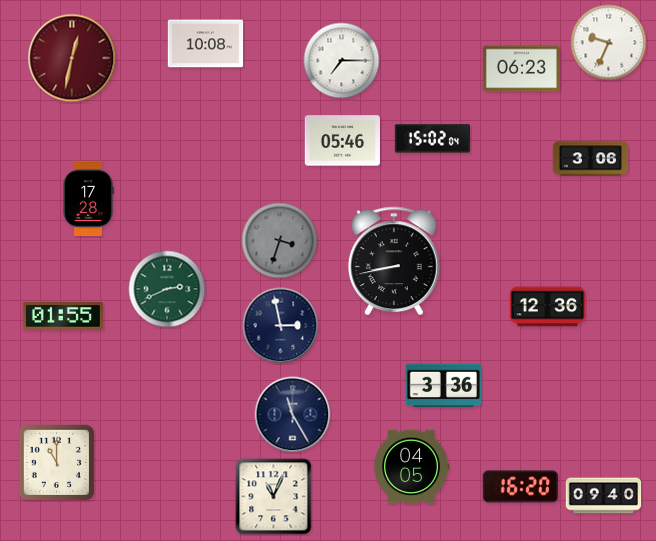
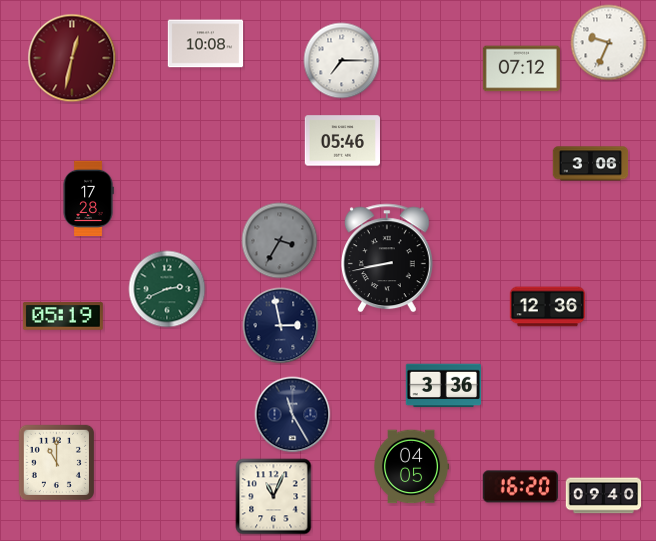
clock at (521, 69): 06:23 -> 07:12
clock at (432, 139): 15:02 -> none
clock at (591, 159) position: (591, 159) -> (591, 164)
clock at (280, 241): 3:33 -> 3:35
clock at (394, 261) position: (394, 261) -> (387, 258)
clock at (63, 316): 01:55 -> 05:19
